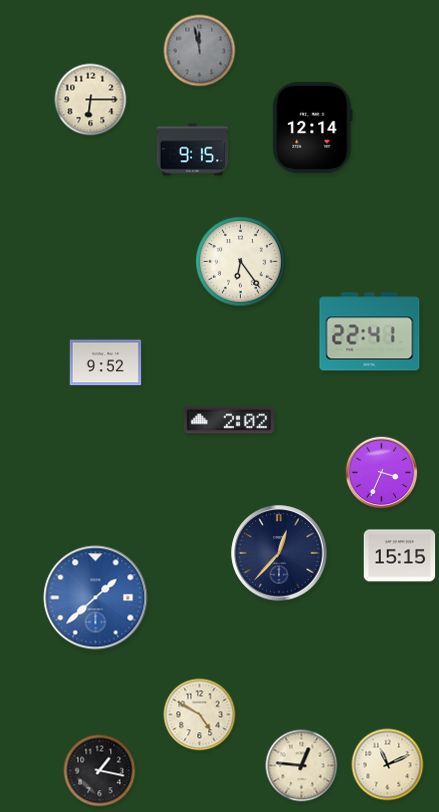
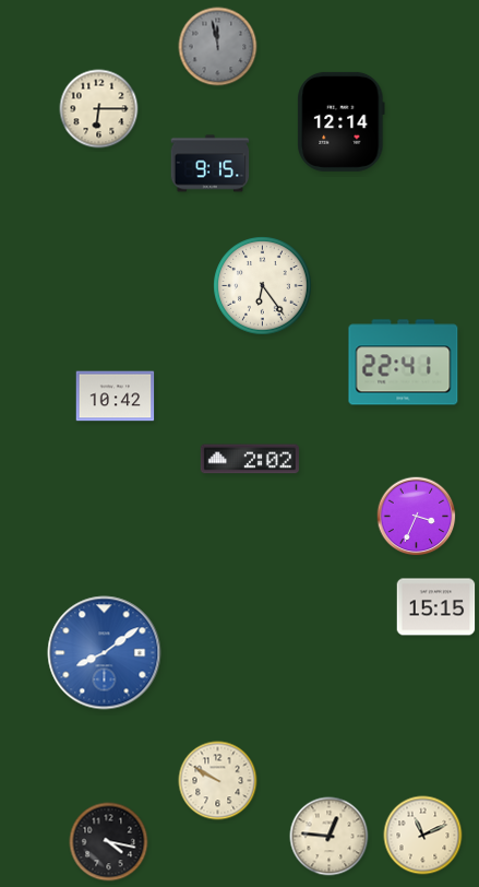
clock at (200, 51) position: (200, 51) -> (218, 47)
clock at (313, 127) position: (313, 127) -> (342, 121)
clock at (106, 363): 9:52 -> 10:42
clock at (279, 553): 12:37 -> none
clock at (96, 598): 1:38 -> 8:09
clock at (200, 715): 4:50 -> 9:50
clock at (100, 771): 1:17 -> 4:17
